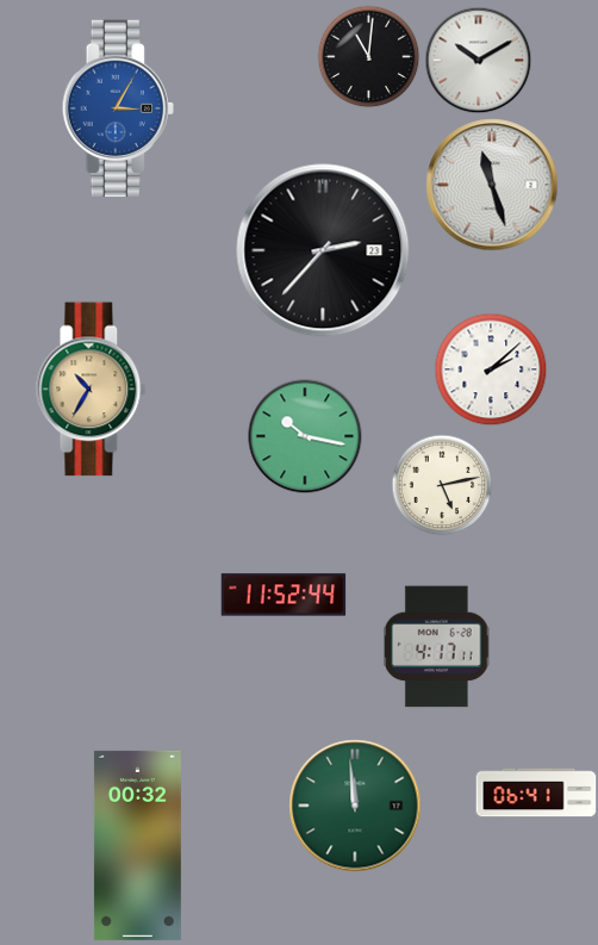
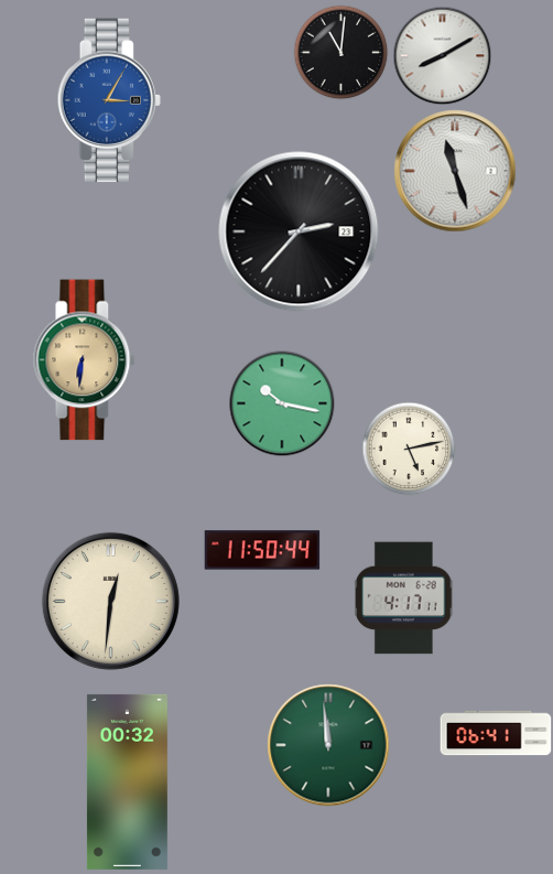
clock at (478, 60): 10:10 -> 8:10
clock at (491, 369): 2:08 -> none
clock at (92, 390): 10:35 -> 6:31
clock at (284, 595): 11:52 -> 11:50
clock at (110, 601): none -> 12:31
